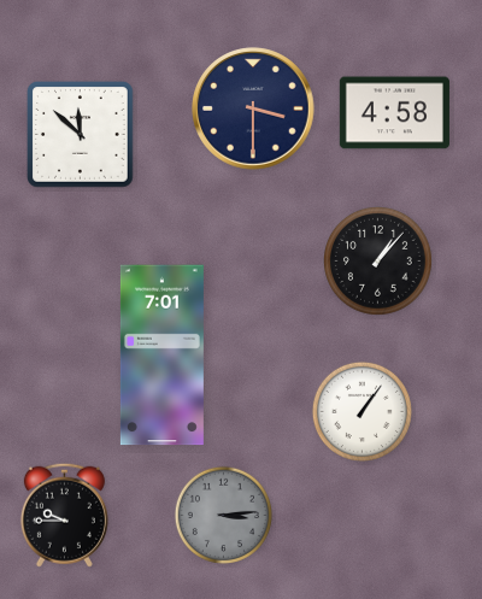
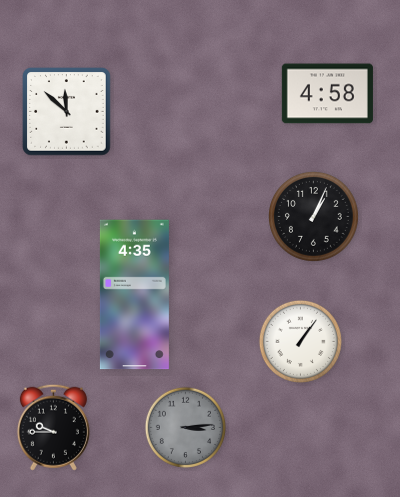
clock at (253, 108): 3:30 -> none
clock at (378, 262): 1:07 -> 1:04
clock at (161, 356): 7:01 -> 4:35
